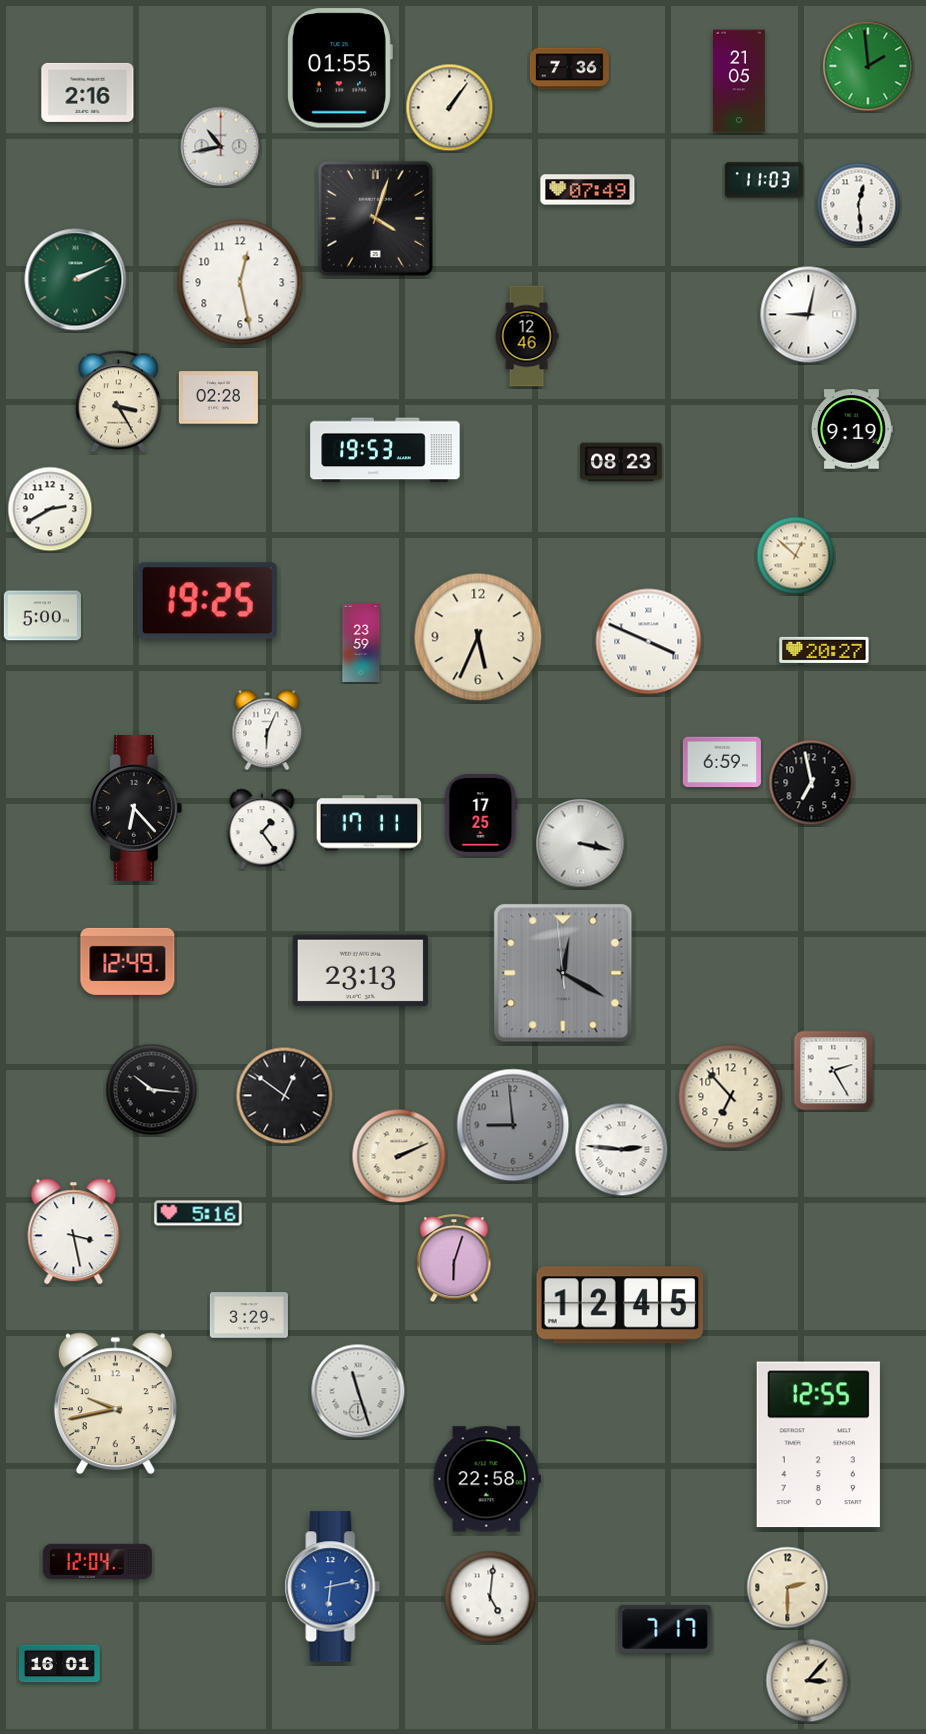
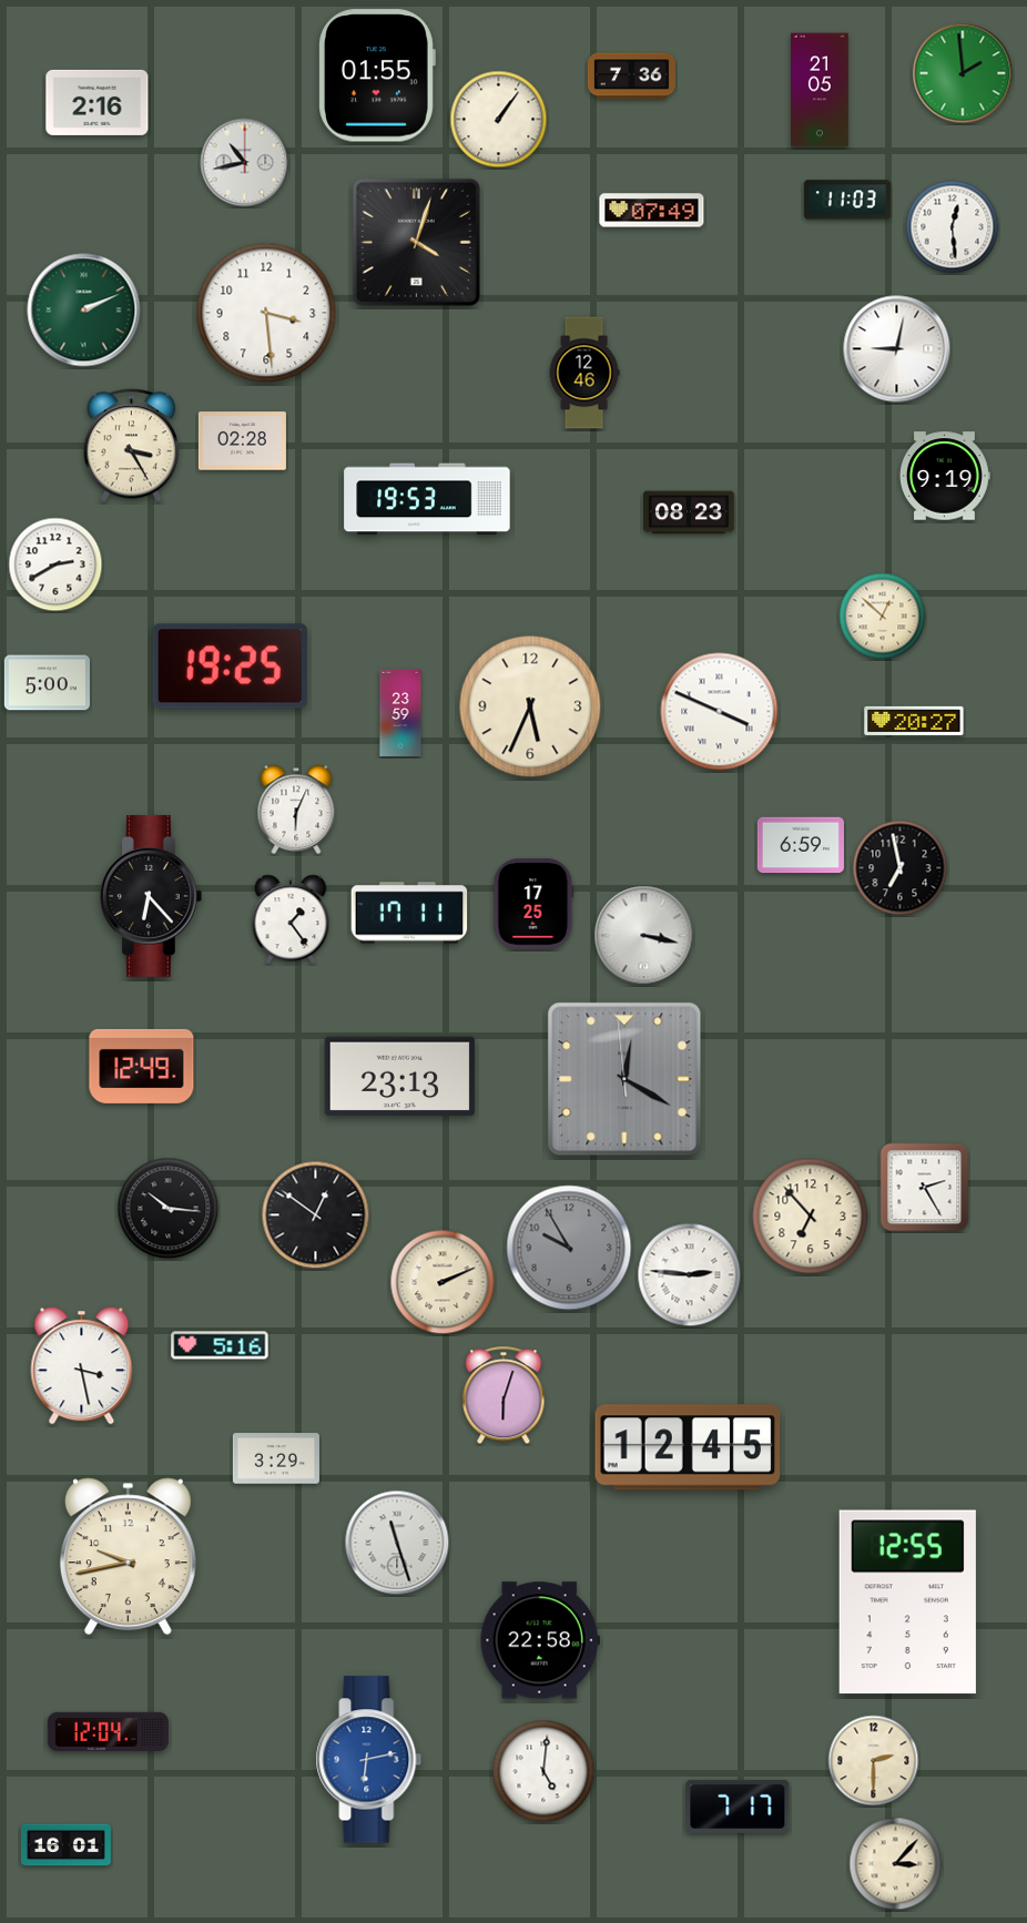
clock at (240, 282): 12:28 -> 3:29
clock at (513, 1125): 8:59 -> 9:55
